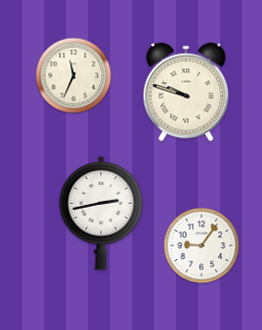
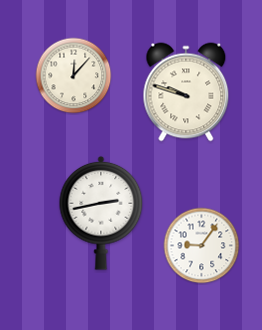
clock at (74, 76): 11:34 -> 12:07
